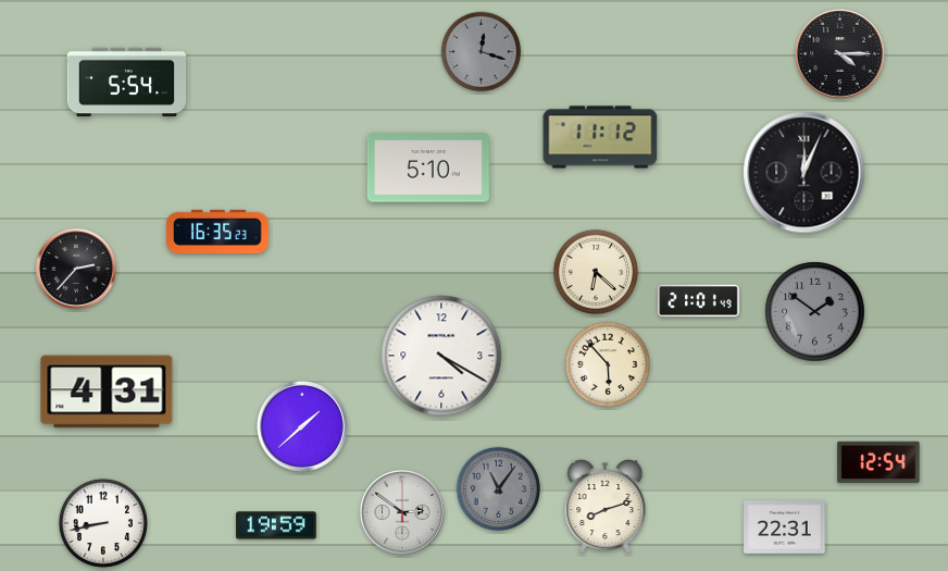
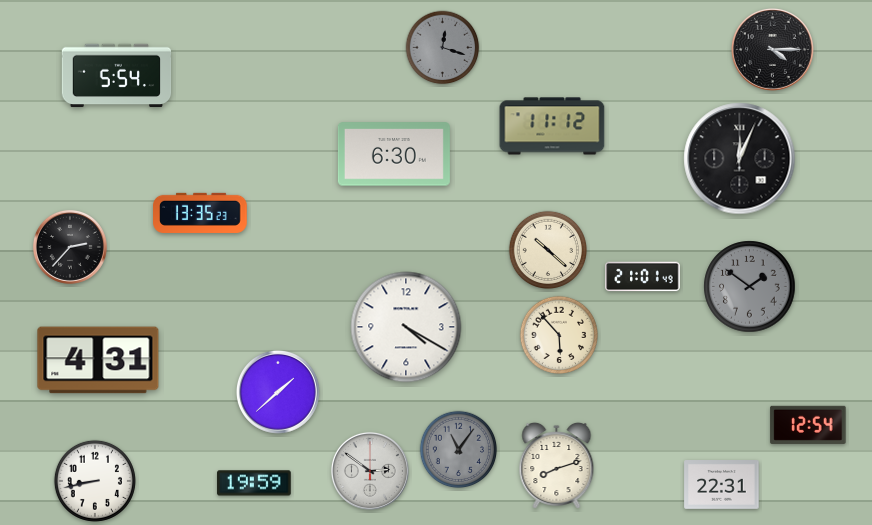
clock at (428, 167): 5:10 -> 6:30
clock at (217, 232): 16:35 -> 13:35
clock at (595, 271): 6:22 -> 10:22
